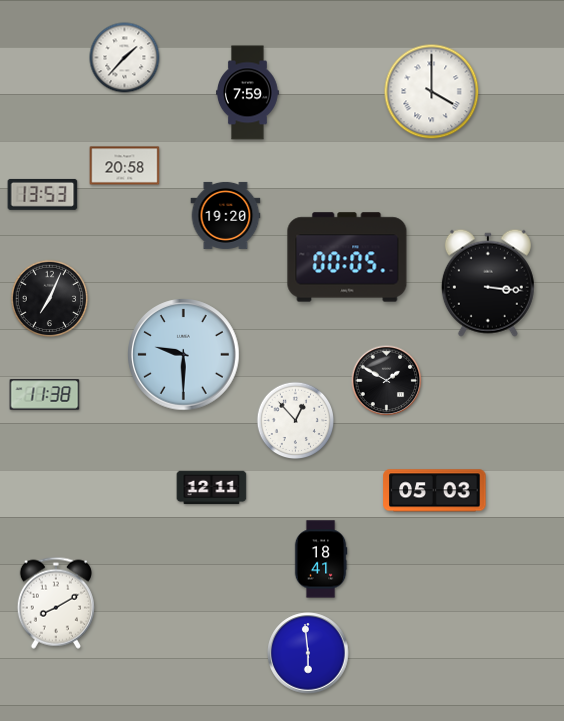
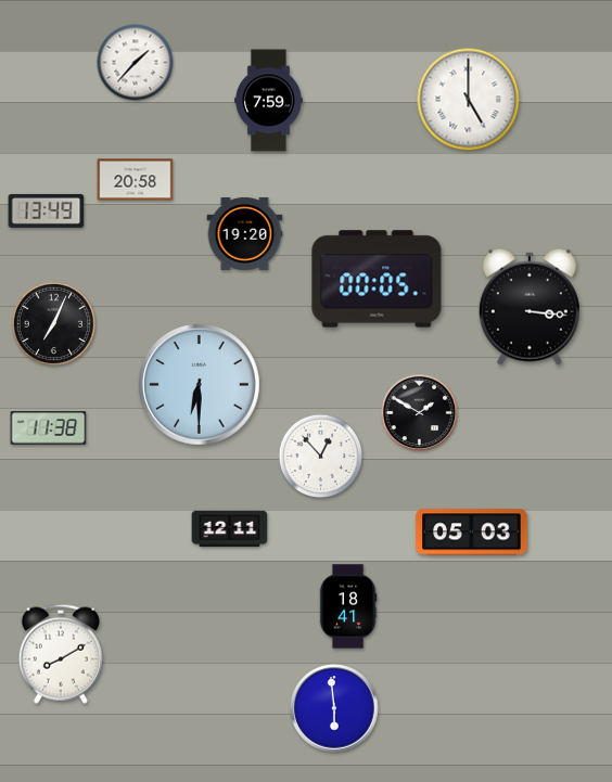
clock at (432, 92): 4:00 -> 5:00
clock at (43, 194): 13:53 -> 13:49
clock at (184, 355): 9:30 -> 6:30
